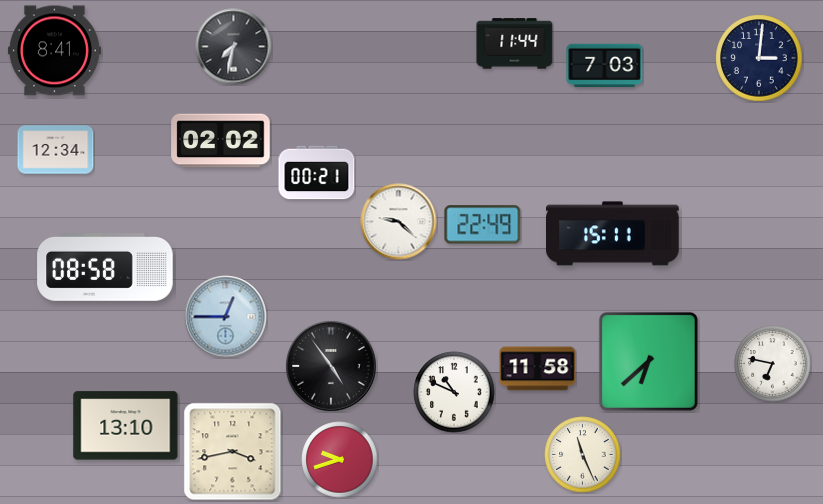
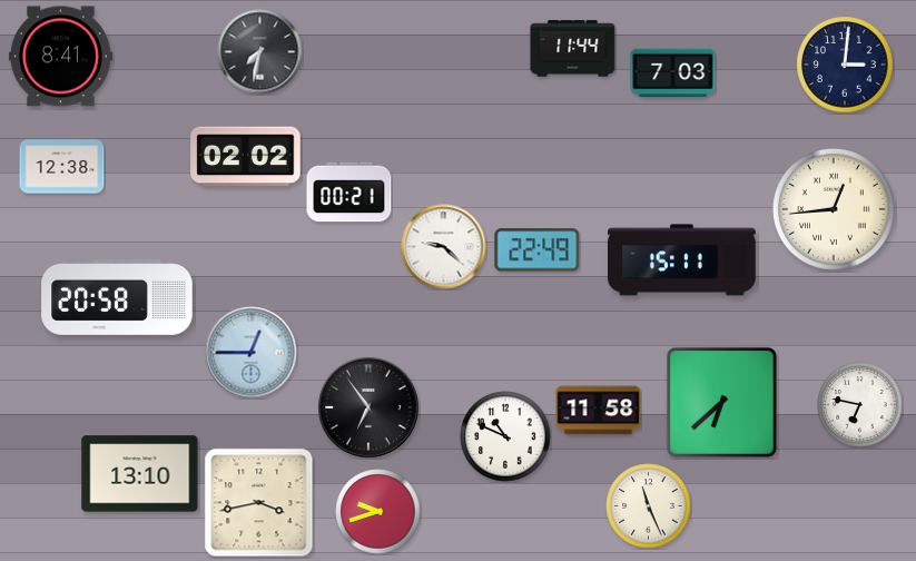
clock at (56, 150): 12:34 -> 12:38
clock at (317, 173) position: (317, 173) -> (349, 193)
clock at (834, 209): none -> 12:44
clock at (105, 268): 08:58 -> 20:58
clock at (331, 366): 4:54 -> 6:54
